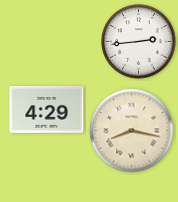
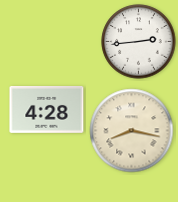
clock at (47, 110): 4:29 -> 4:28
